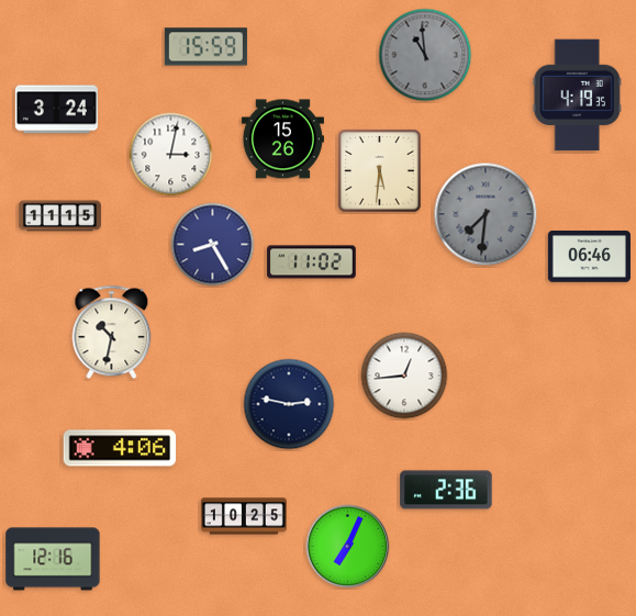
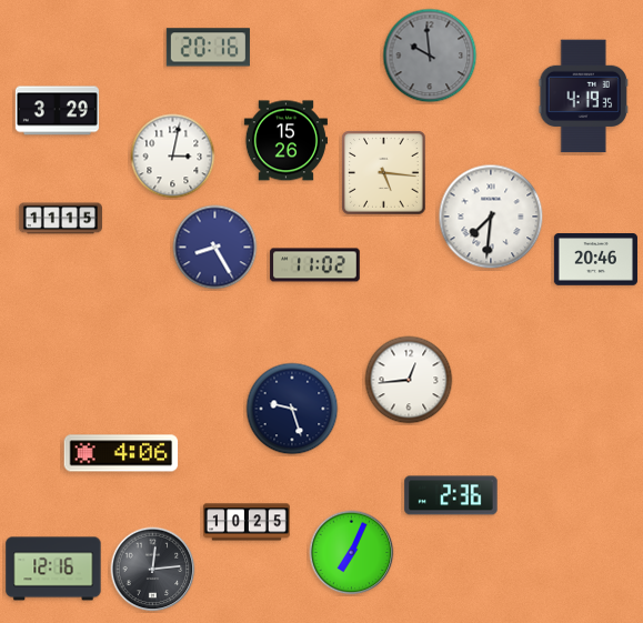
clock at (205, 47): 15:59 -> 20:16
clock at (425, 55): 10:59 -> 9:59
clock at (56, 110): 3:24 -> 3:29
clock at (380, 171): 5:31 -> 5:16
clock at (486, 214) dial: grey -> white
clock at (589, 257): 06:46 -> 20:46
clock at (112, 333): 10:32 -> none
clock at (289, 404): 2:47 -> 9:27
clock at (53, 559) position: (53, 559) -> (53, 569)
clock at (153, 570): none -> 12:14
